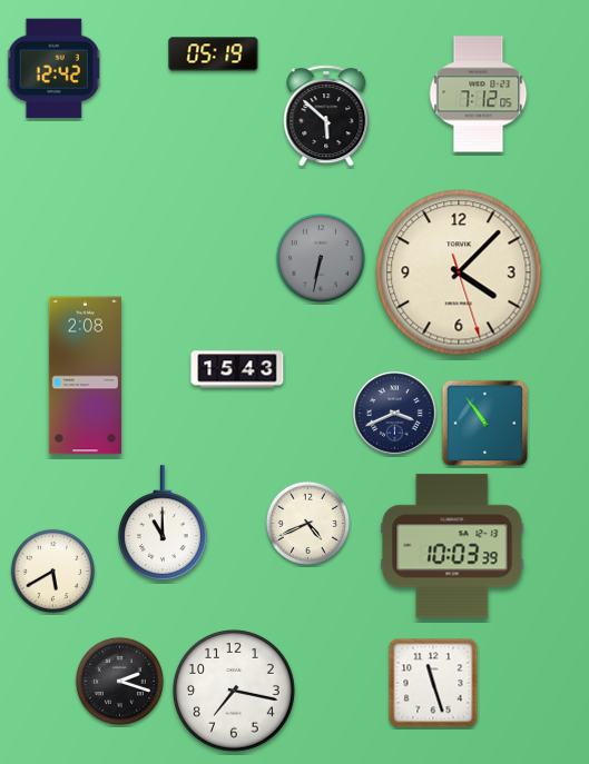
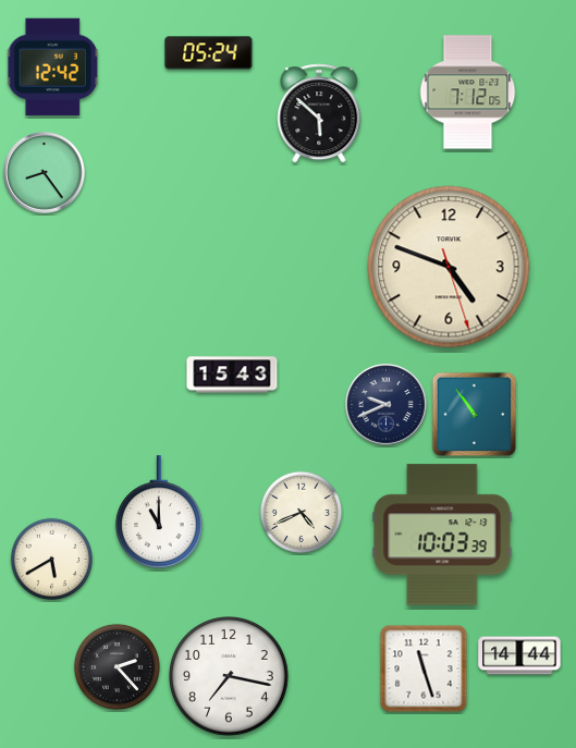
clock at (214, 54): 05:19 -> 05:24
clock at (45, 173): none -> 8:24
clock at (321, 258): 6:32 -> none
clock at (459, 272): 4:07 -> 4:48
clock at (237, 369) position: (237, 369) -> (232, 375)
clock at (86, 376): 2:08 -> none
clock at (395, 414): 3:41 -> 9:41
clock at (519, 655): none -> 14:44
clock at (119, 681): 2:18 -> 2:23
